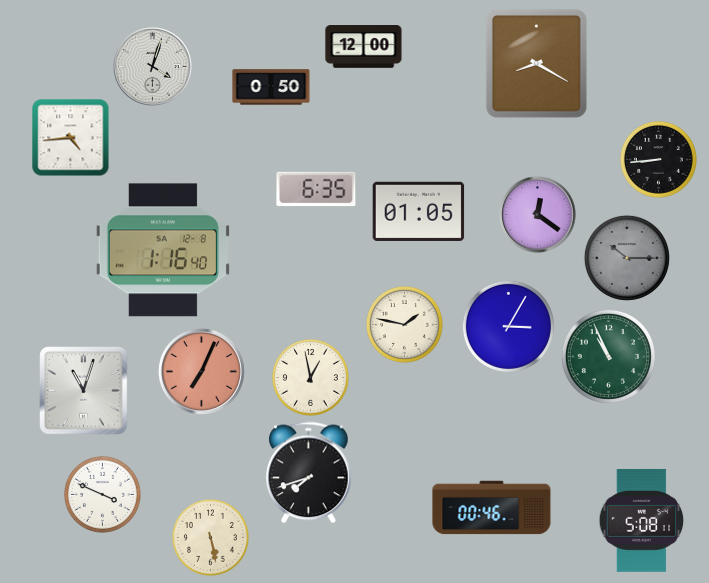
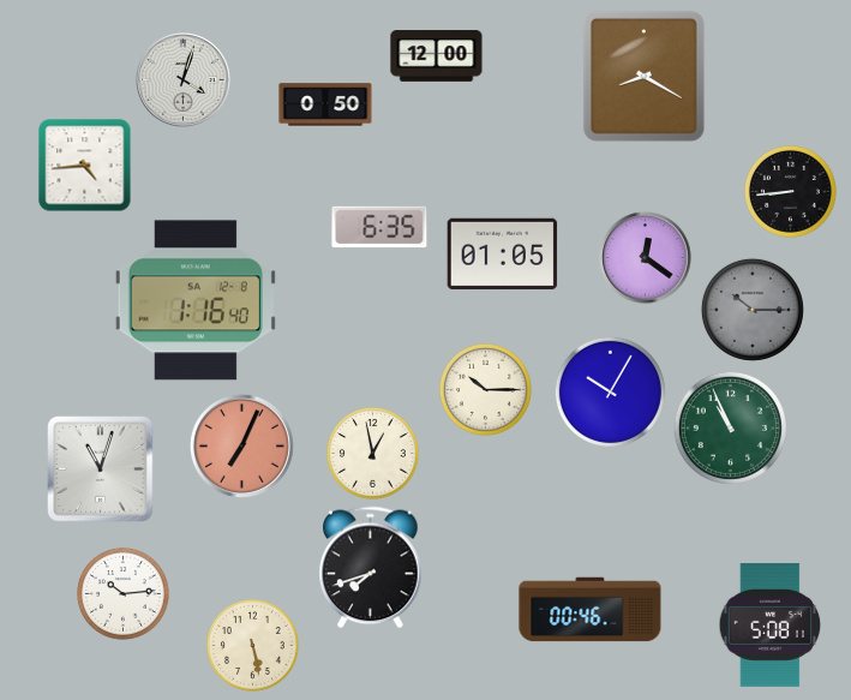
clock at (404, 324): 1:47 -> 10:15
clock at (508, 326): 3:05 -> 10:05
clock at (102, 494): 3:49 -> 10:14
